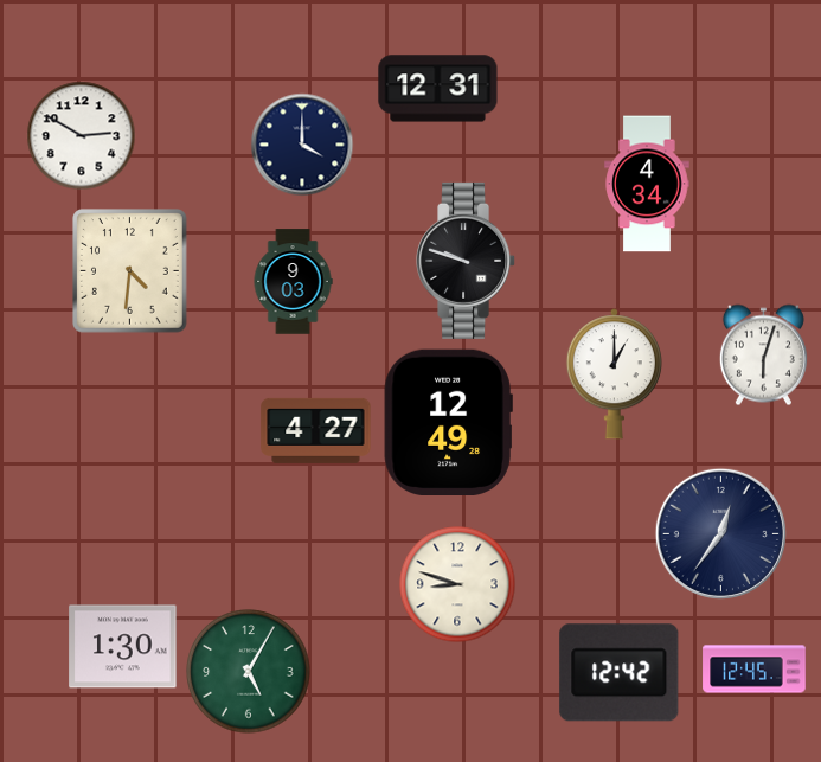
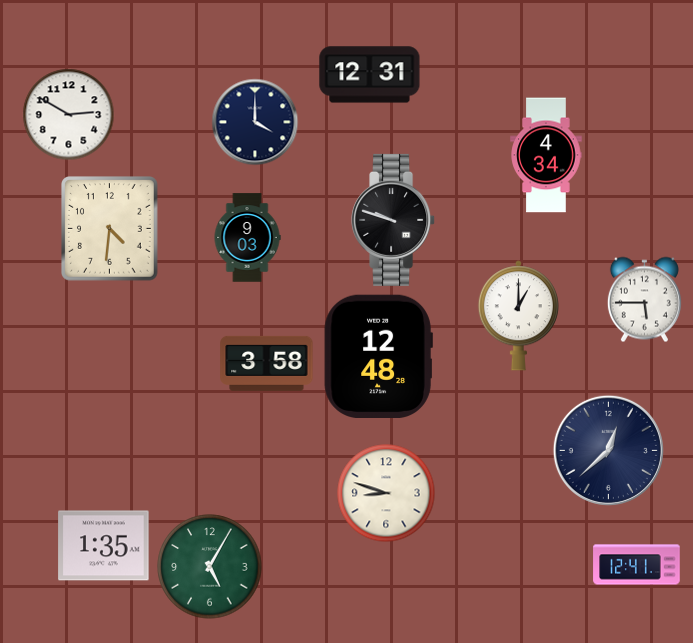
clock at (763, 354): 6:03 -> 5:45
clock at (448, 422): 12:49 -> 12:48
clock at (316, 430): 4:27 -> 3:58
clock at (720, 533): 12:36 -> 12:38
clock at (123, 647): 1:30 -> 1:35
clock at (755, 670): 12:45 -> 12:41
clock at (620, 673): 12:42 -> none
